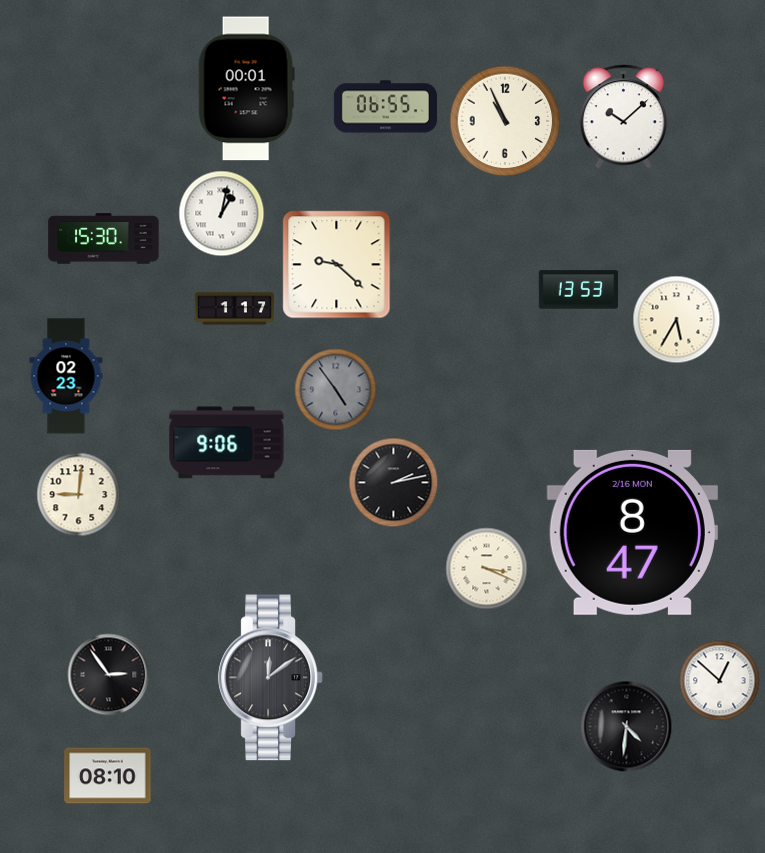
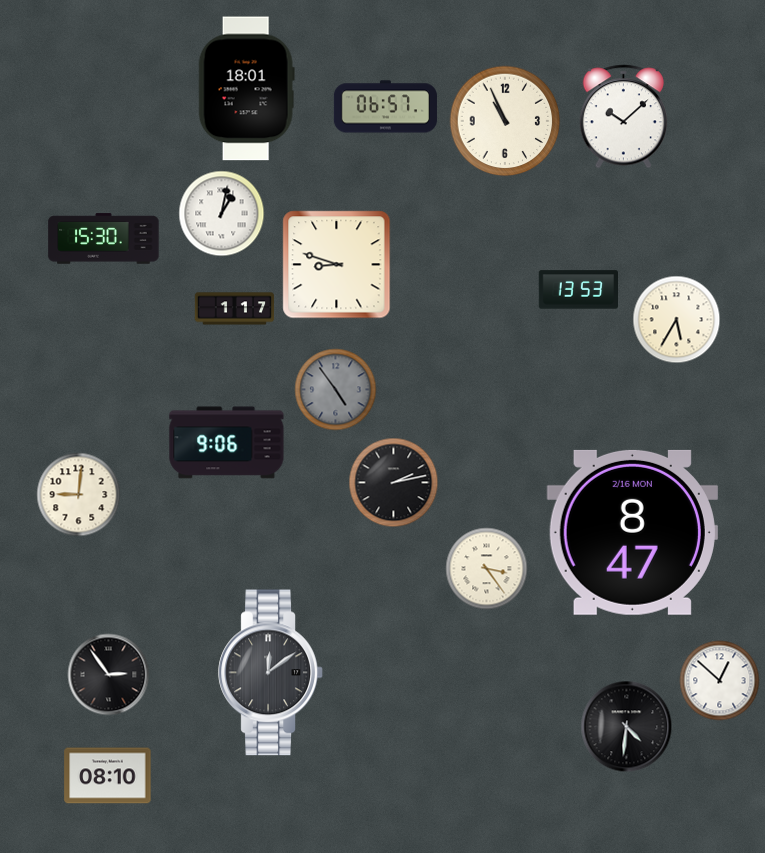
clock at (246, 89): 00:01 -> 18:01
clock at (385, 107): 06:55 -> 06:57
clock at (337, 265): 9:22 -> 8:48
clock at (66, 376): 02:23 -> none
clock at (487, 569): 3:19 -> 3:24
clock at (270, 678) position: (270, 678) -> (270, 673)
